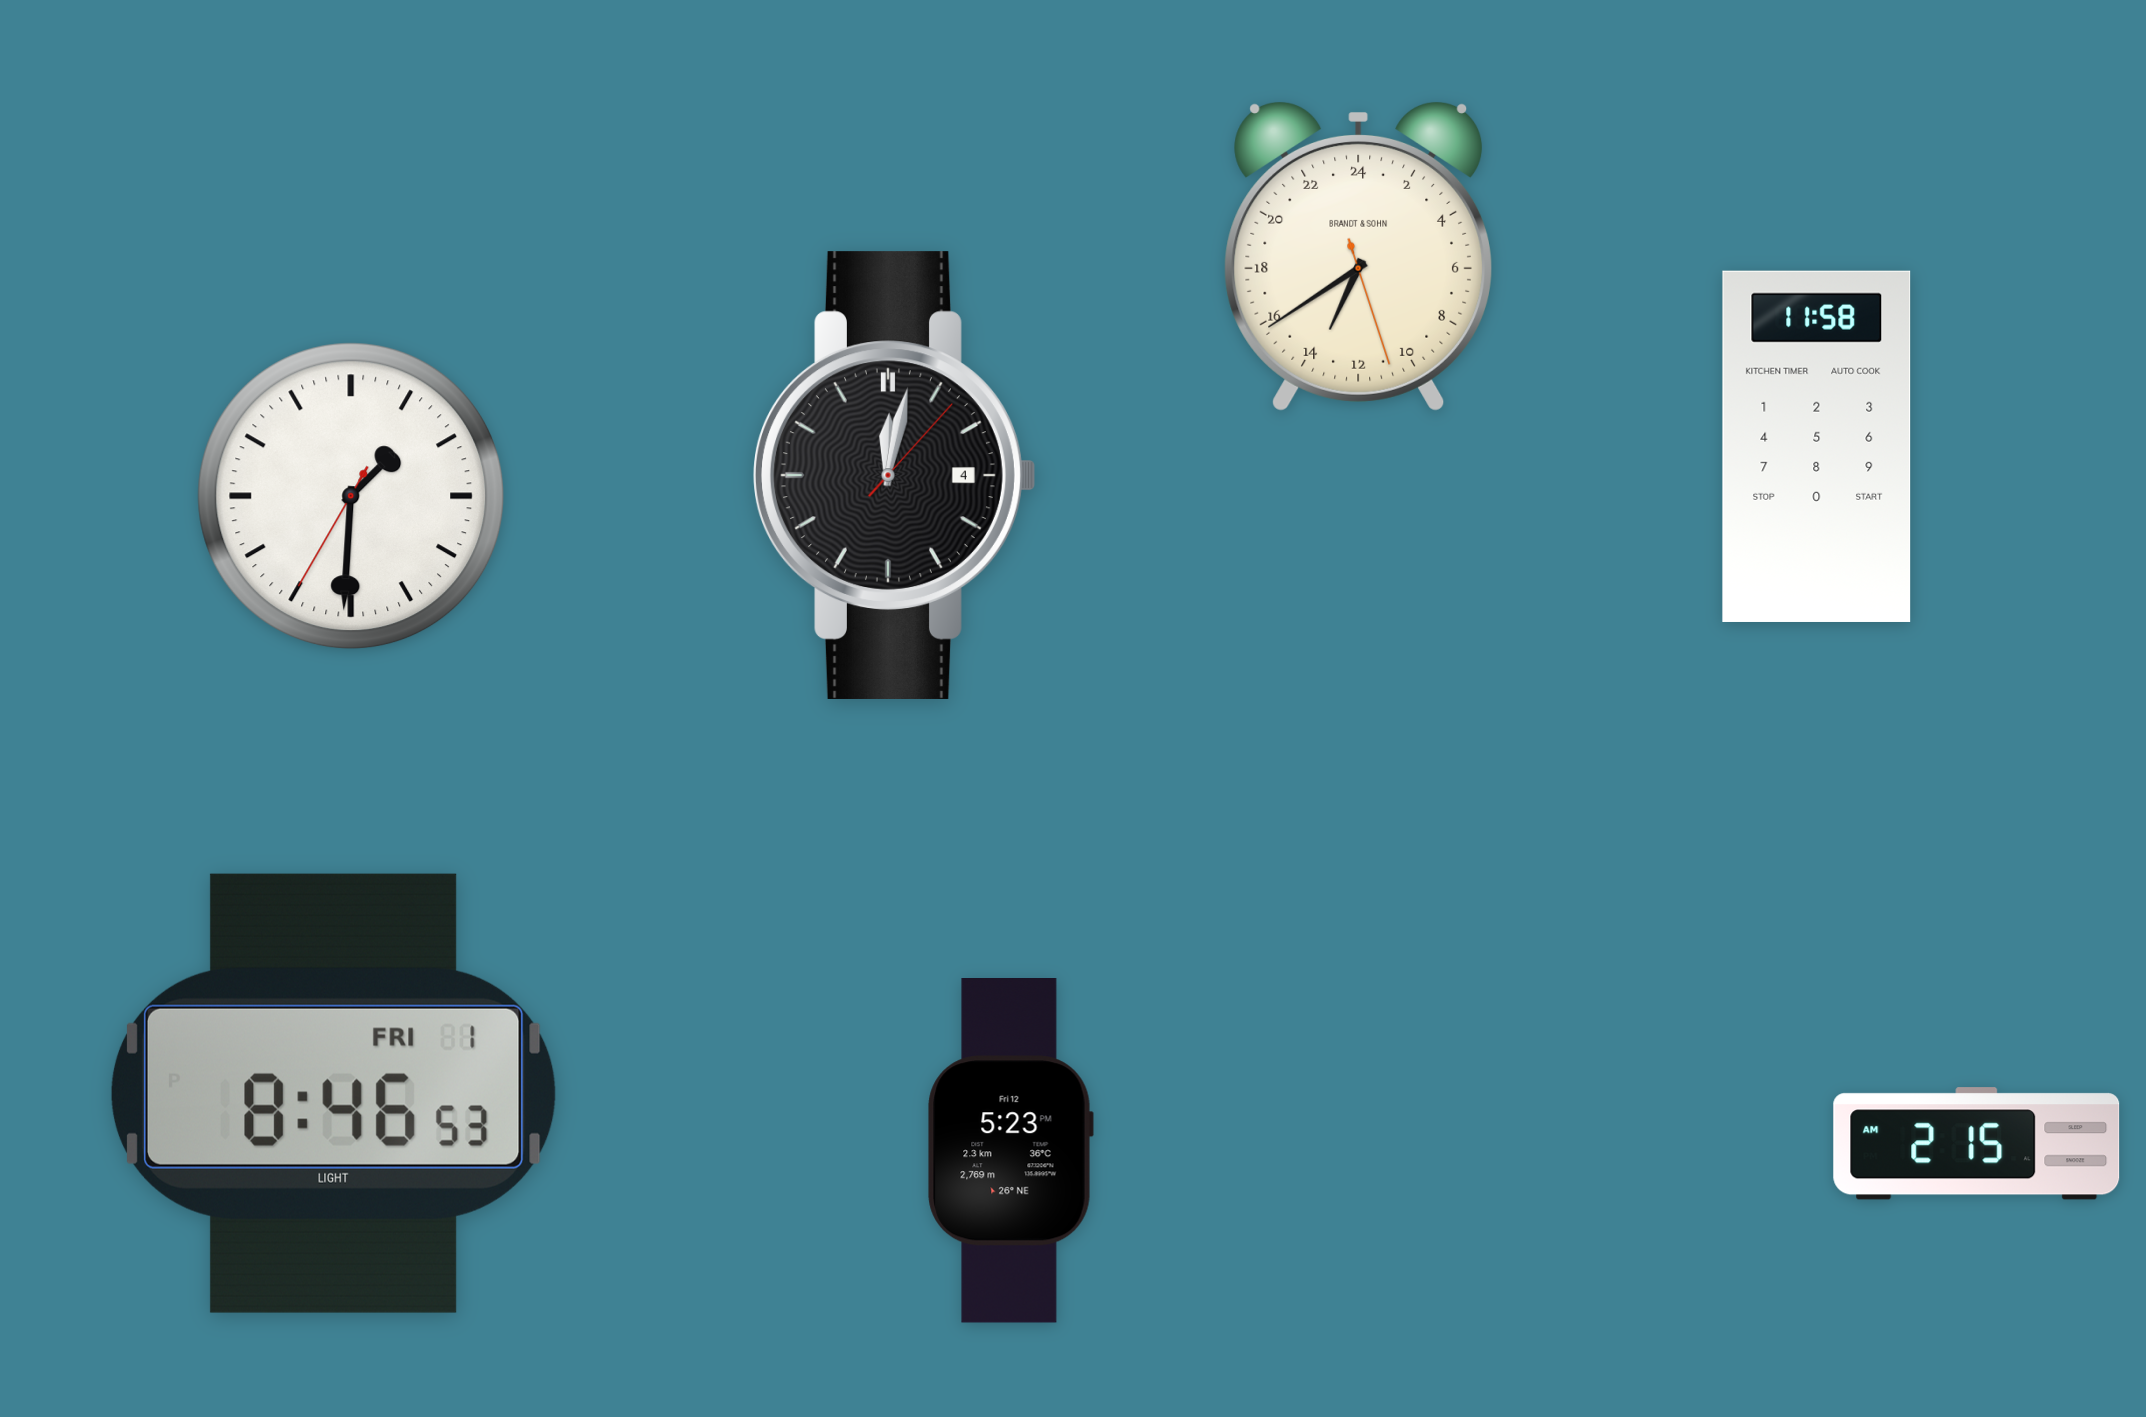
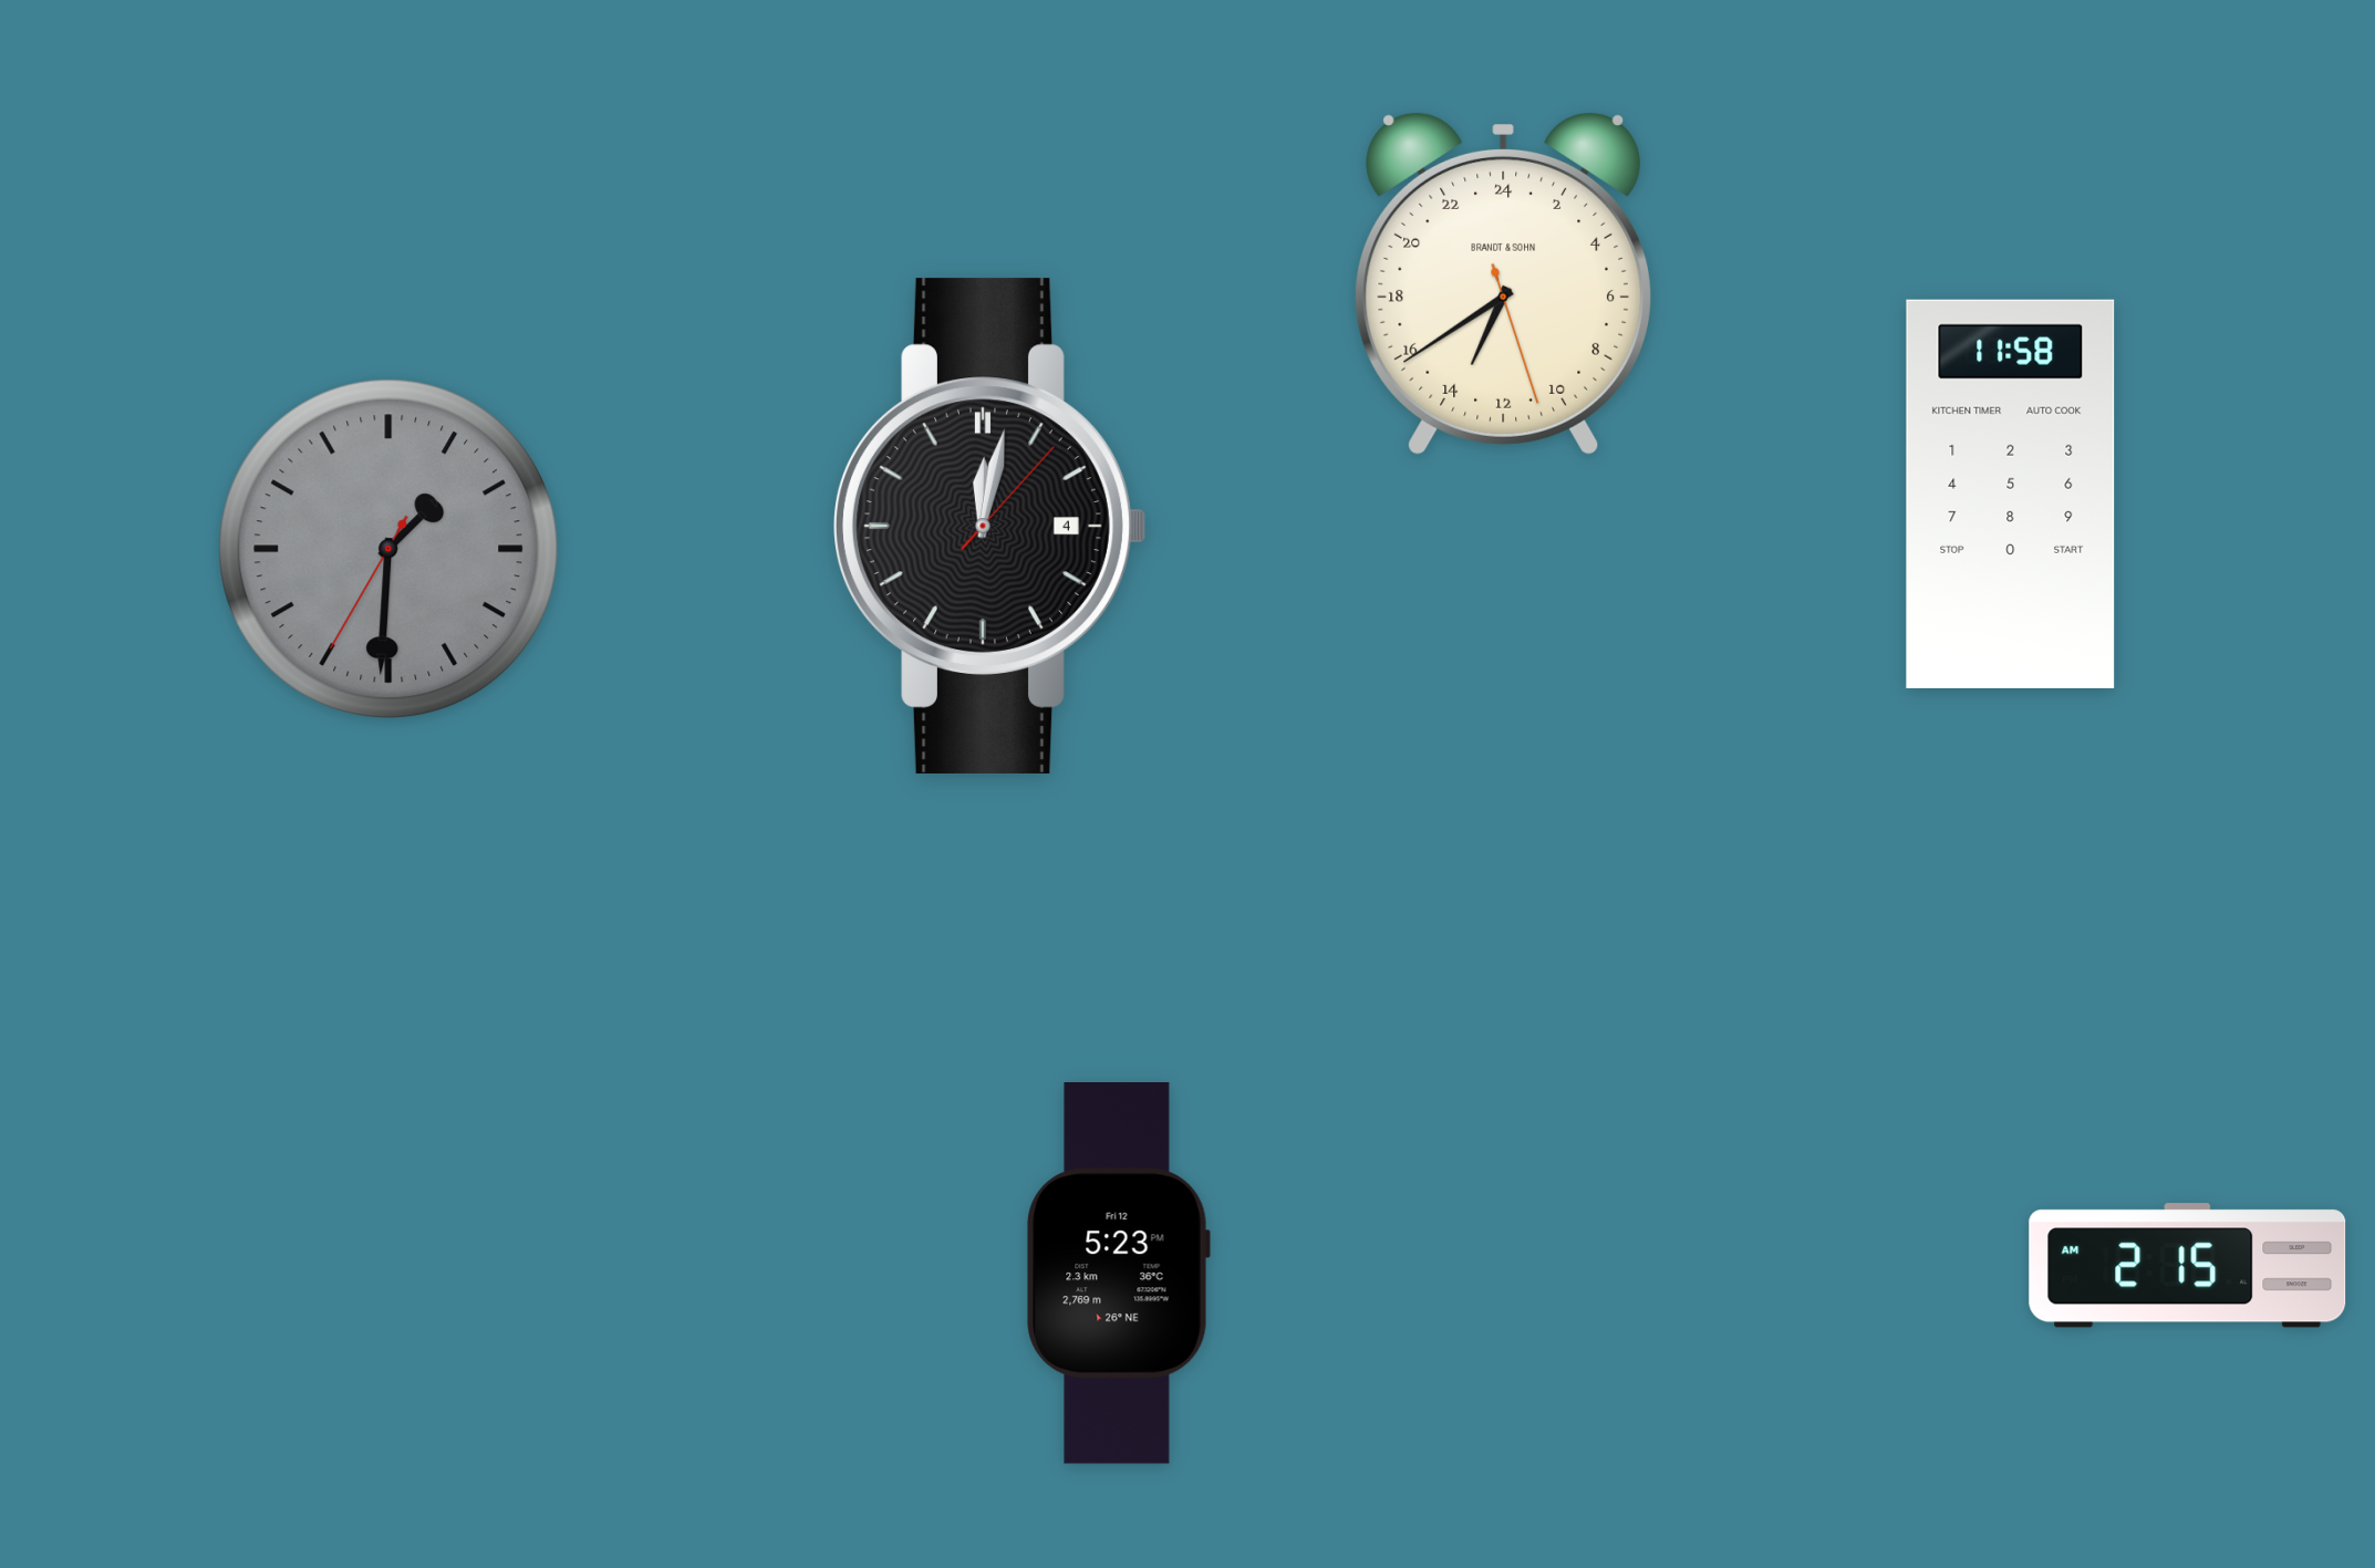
clock at (351, 496) dial: white -> grey
clock at (333, 1093): 8:46 -> none
